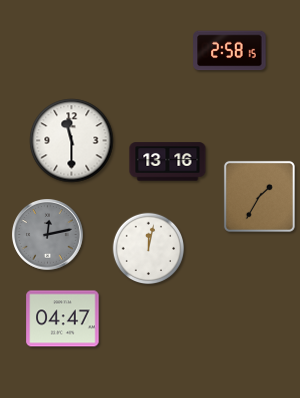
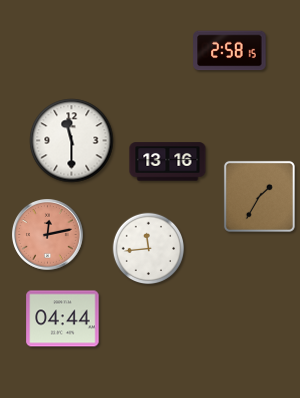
clock at (48, 235) dial: grey -> salmon
clock at (149, 249): 12:02 -> 11:44
clock at (63, 319): 04:47 -> 04:44
